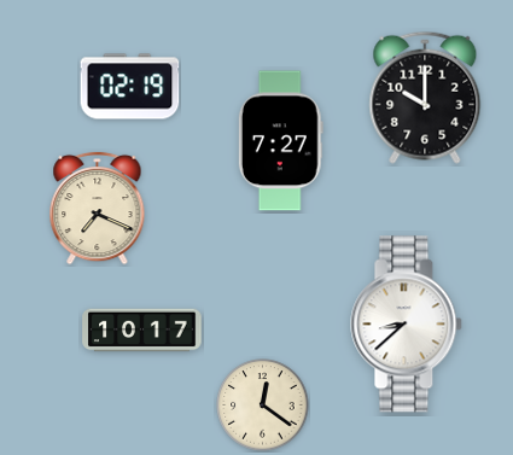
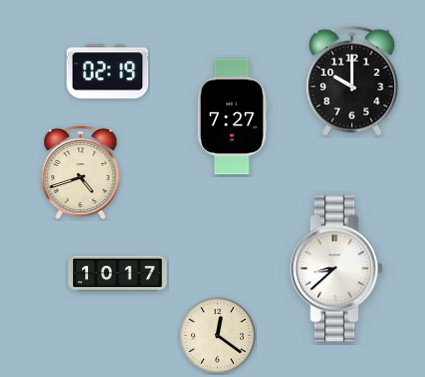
clock at (98, 208): 7:19 -> 4:42
